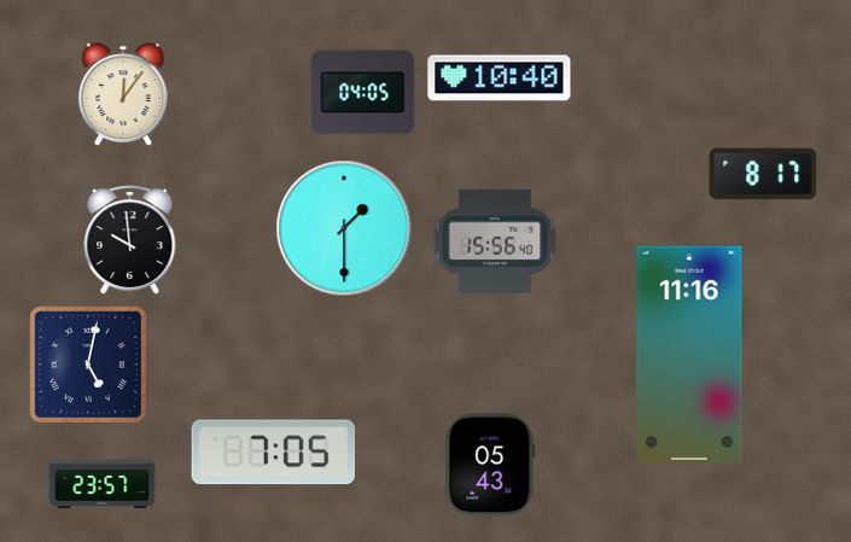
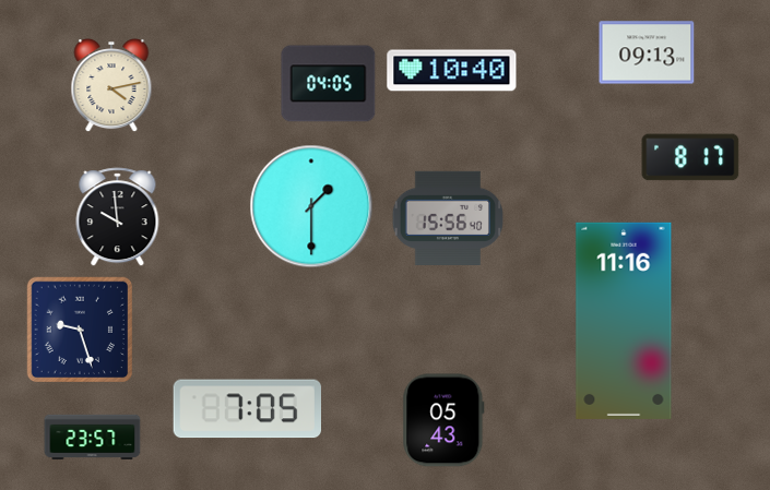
clock at (647, 52): none -> 09:13
clock at (123, 95): 12:06 -> 4:13
clock at (87, 363): 5:02 -> 9:27
